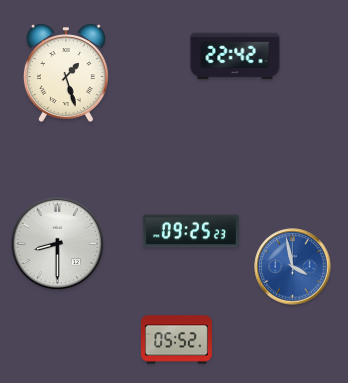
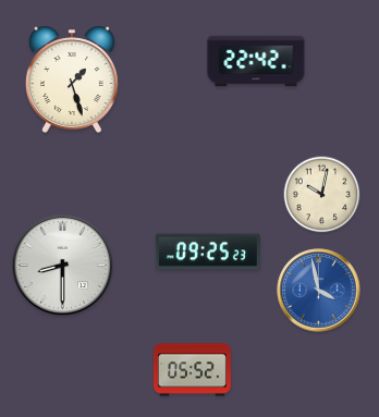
clock at (322, 195): none -> 10:02
